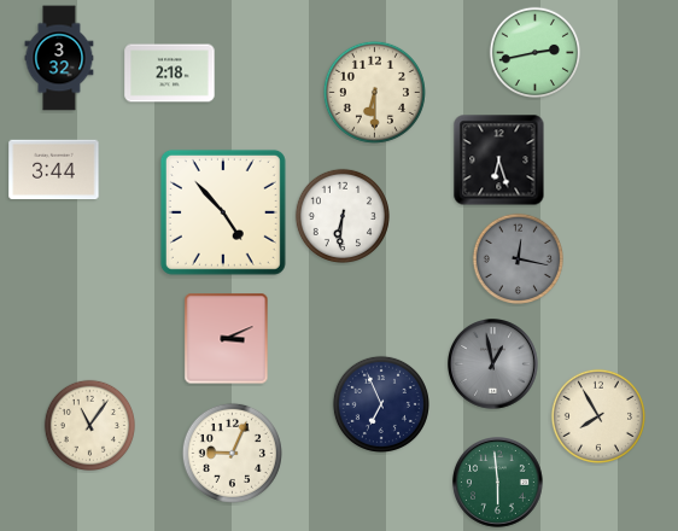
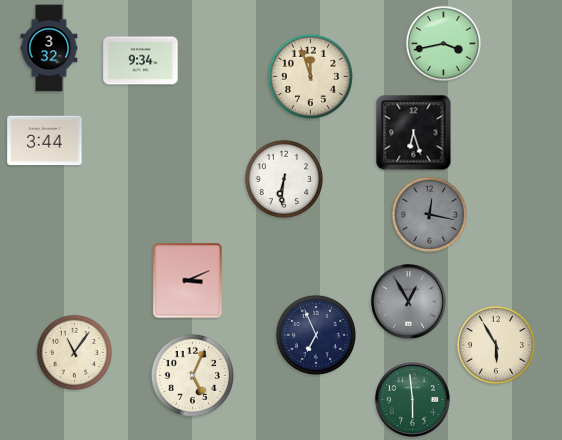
clock at (534, 52): 2:43 -> 3:43
clock at (170, 74): 2:18 -> 9:34
clock at (374, 92): 6:30 -> 11:57
clock at (223, 212): 4:53 -> none
clock at (493, 364): 12:58 -> 12:55
clock at (598, 416): 7:55 -> 5:55
clock at (232, 453): 9:04 -> 5:04
